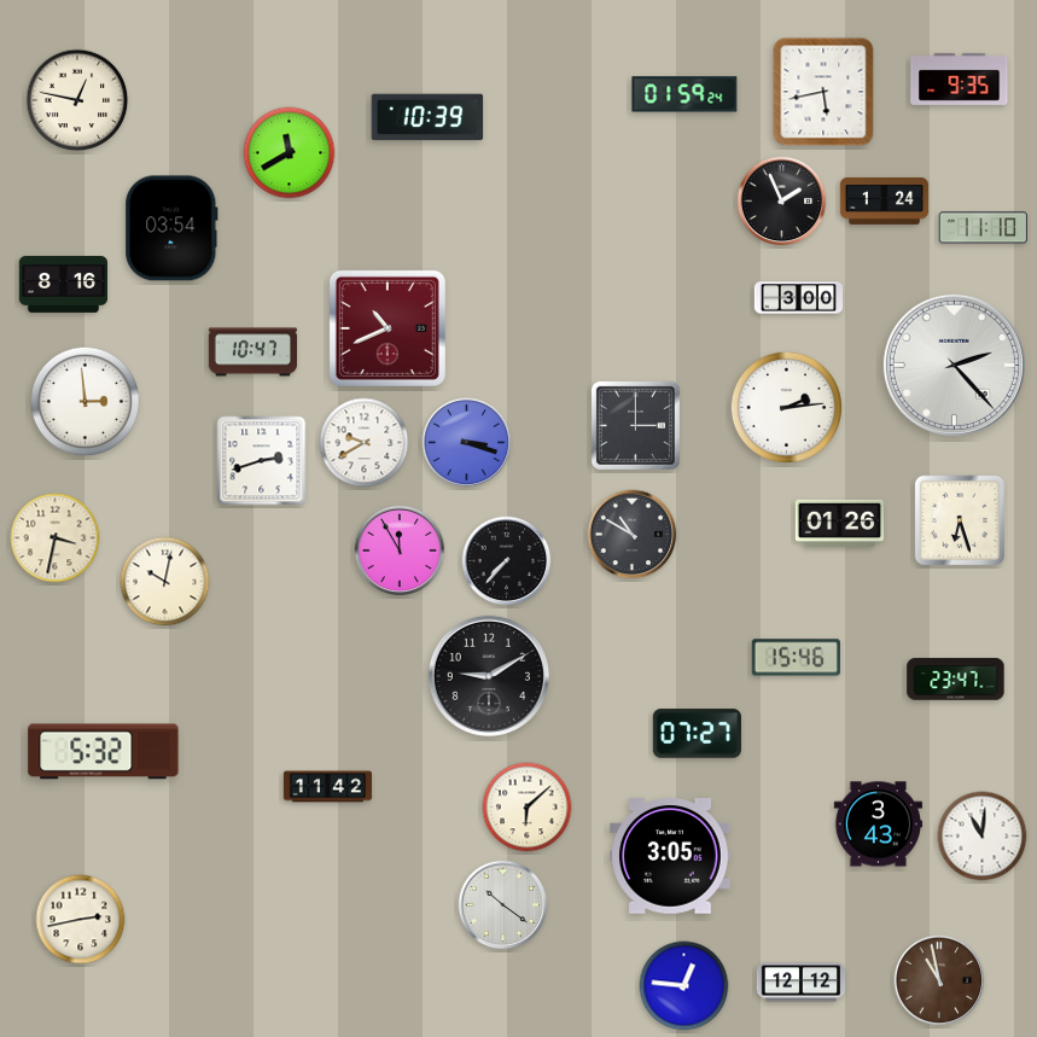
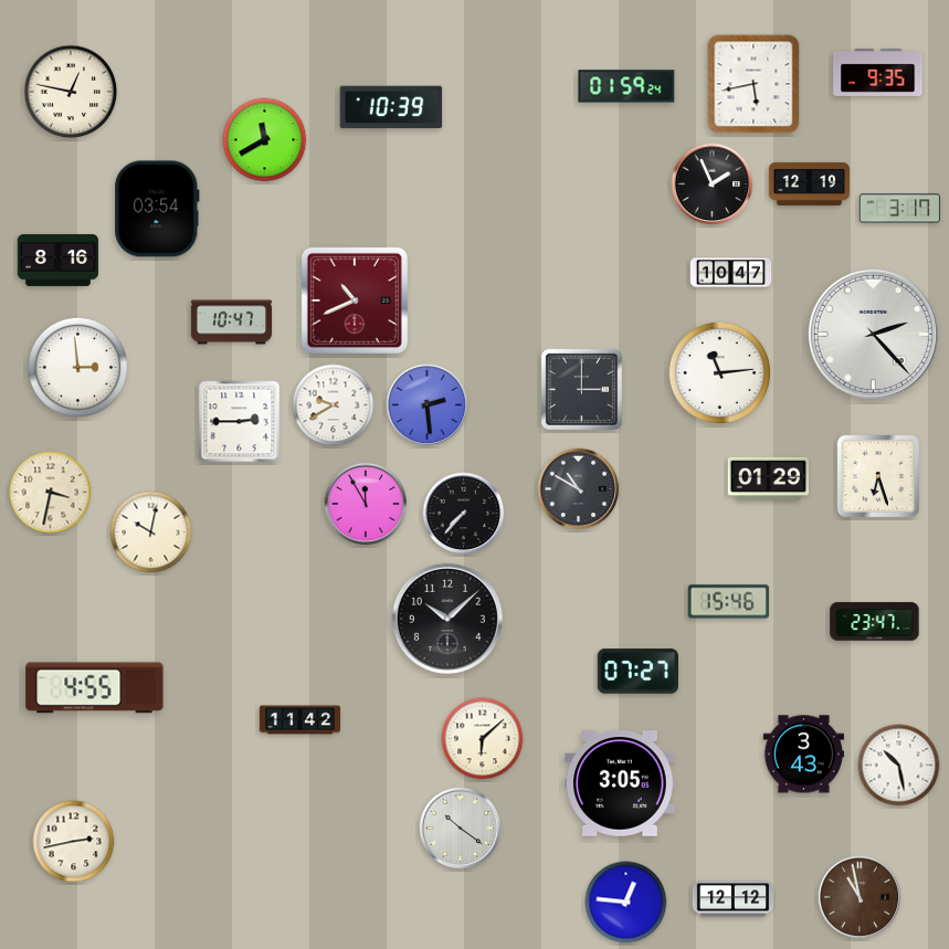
clock at (885, 200): 1:24 -> 12:19
clock at (782, 202) position: (782, 202) -> (713, 184)
clock at (983, 228): 11:10 -> 3:17
clock at (799, 298): 3:00 -> 10:47
clock at (786, 407): 2:14 -> 11:14
clock at (467, 443): 3:18 -> 2:29
clock at (262, 461): 2:42 -> 2:45
clock at (839, 524): 01:26 -> 01:29
clock at (489, 676): 9:10 -> 10:08
clock at (104, 752): 5:32 -> 4:55
clock at (983, 837): 11:01 -> 10:28
clock at (670, 856) position: (670, 856) -> (620, 783)
